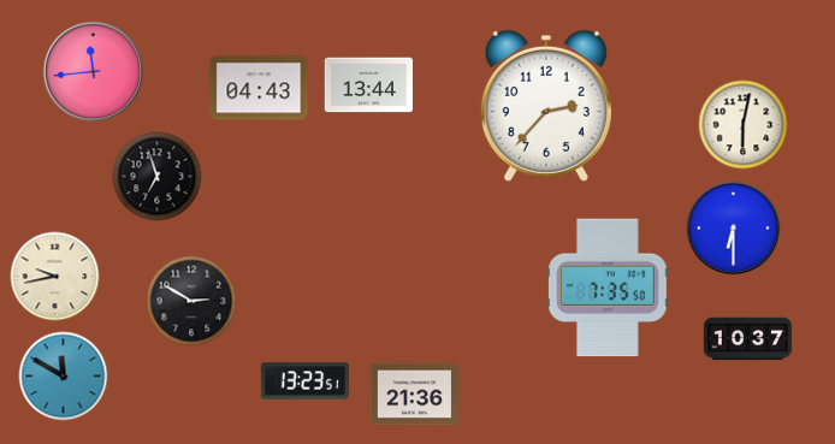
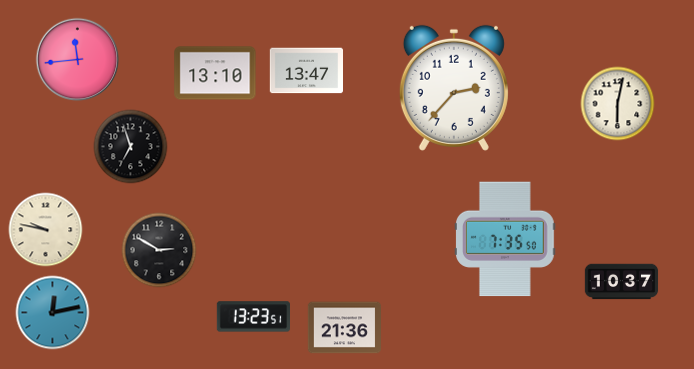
clock at (368, 85): 13:44 -> 13:47
clock at (259, 88): 04:43 -> 13:10
clock at (734, 229): 6:30 -> none
clock at (55, 277): 9:43 -> 9:47
clock at (64, 377): 11:50 -> 12:13
